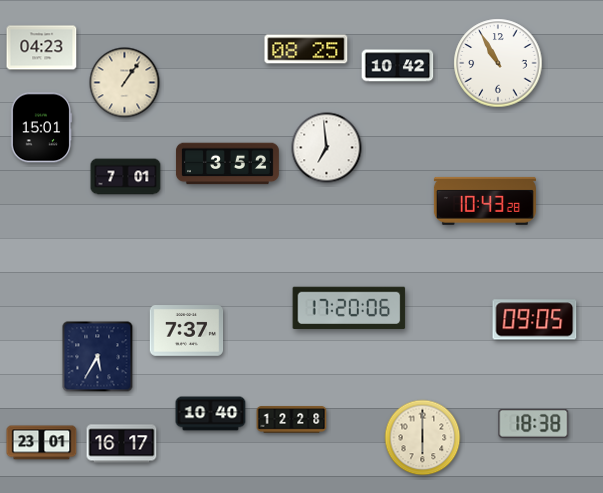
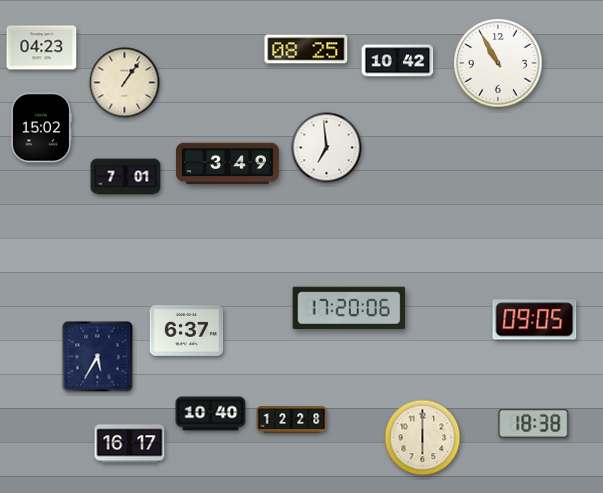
clock at (398, 66) position: (398, 66) -> (398, 61)
clock at (41, 128): 15:01 -> 15:02
clock at (227, 164): 3:52 -> 3:49
clock at (485, 201): 10:43 -> none
clock at (187, 331): 7:37 -> 6:37
clock at (42, 443): 23:01 -> none
clock at (122, 444) position: (122, 444) -> (130, 444)
